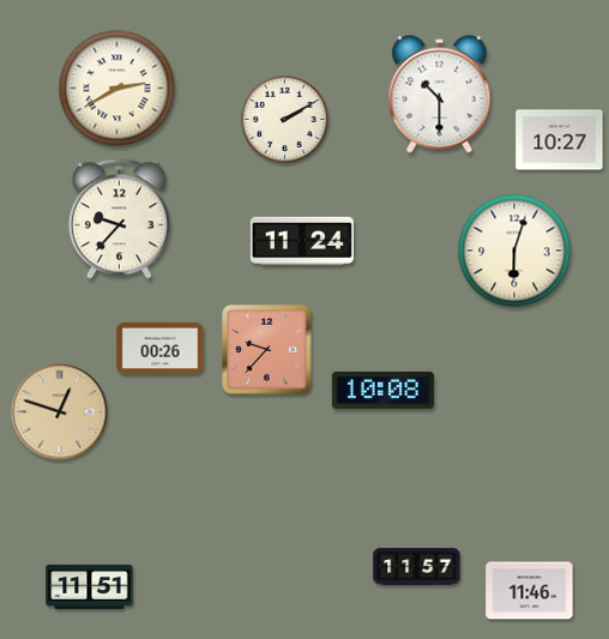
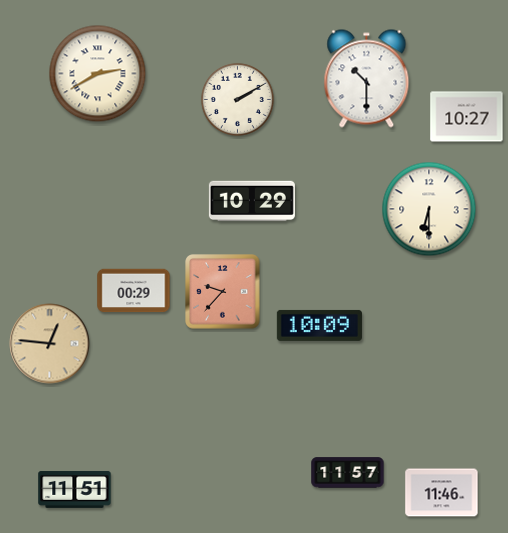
clock at (119, 219): 9:37 -> none
clock at (302, 241): 11:24 -> 10:29
clock at (514, 251): 6:03 -> 6:30
clock at (161, 349): 00:26 -> 00:29
clock at (382, 390): 10:08 -> 10:09
clock at (60, 412): 12:48 -> 12:46
